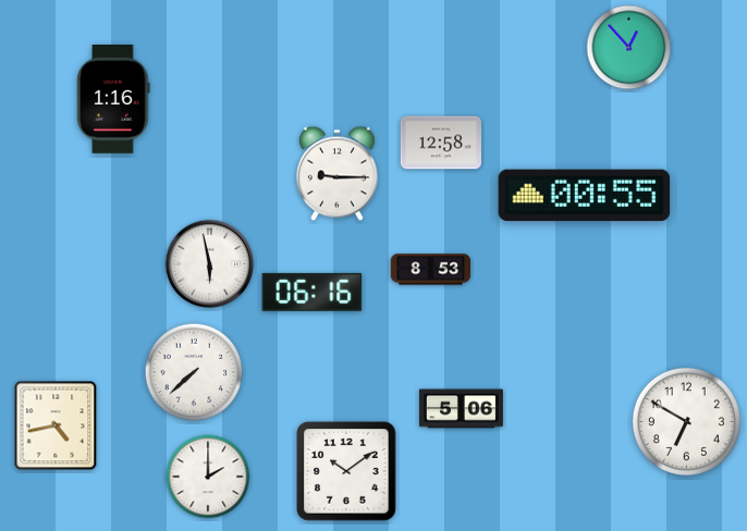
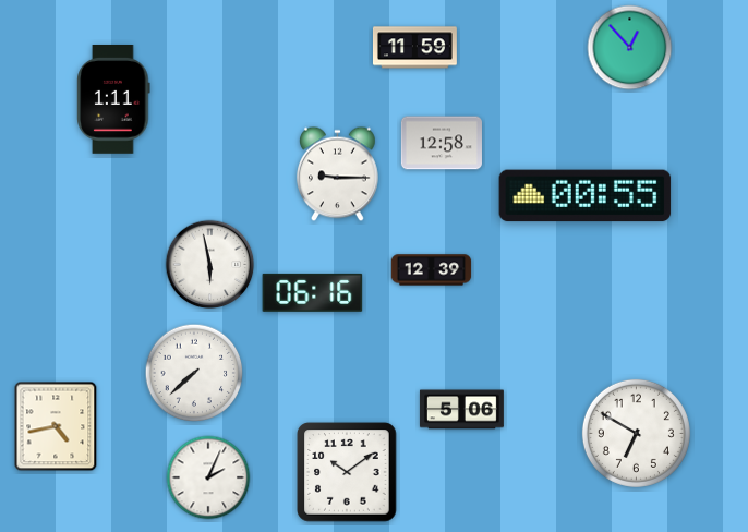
clock at (414, 48): none -> 11:59
clock at (113, 100): 1:16 -> 1:11
clock at (431, 270): 8:53 -> 12:39
clock at (686, 421) position: (686, 421) -> (636, 433)
clock at (208, 477): 2:00 -> 2:04
